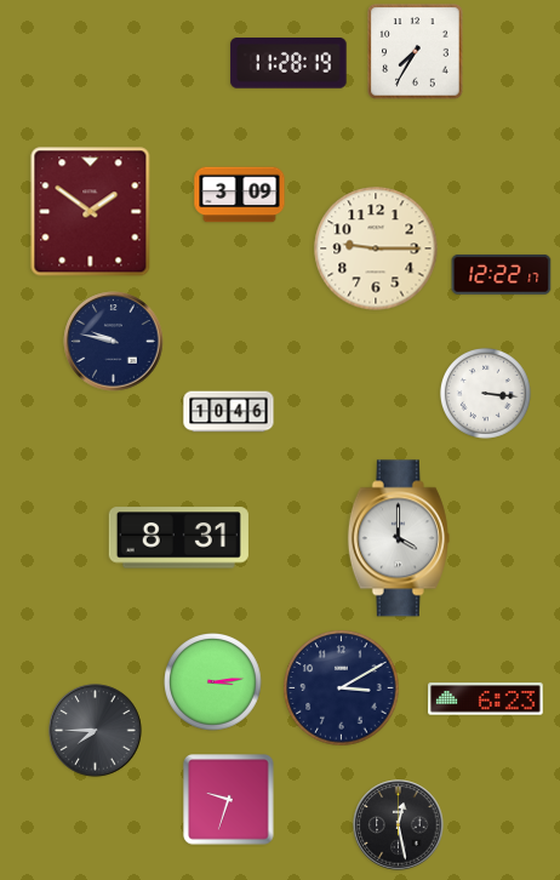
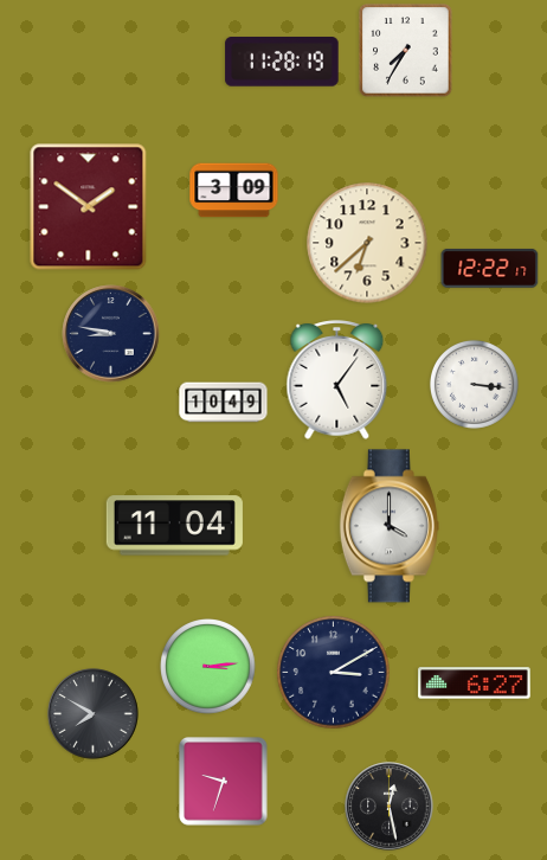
clock at (376, 248): 9:15 -> 6:38
clock at (114, 342): 9:47 -> 8:47
clock at (337, 380): none -> 5:06
clock at (229, 412): 10:46 -> 10:49
clock at (178, 538): 8:31 -> 11:04
clock at (486, 699): 6:23 -> 6:27
clock at (96, 731): 7:45 -> 7:50
